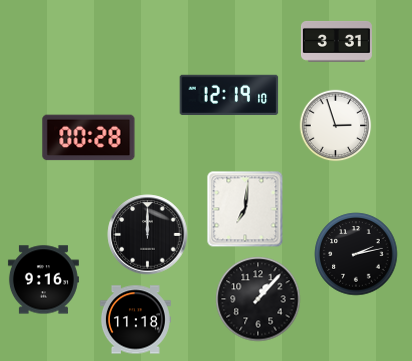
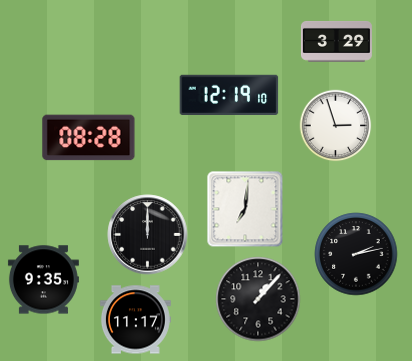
clock at (336, 41): 3:31 -> 3:29
clock at (89, 138): 00:28 -> 08:28
clock at (43, 280): 9:16 -> 9:35
clock at (135, 320): 11:18 -> 11:17
